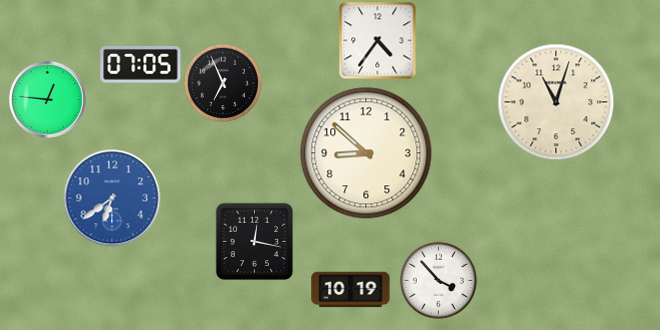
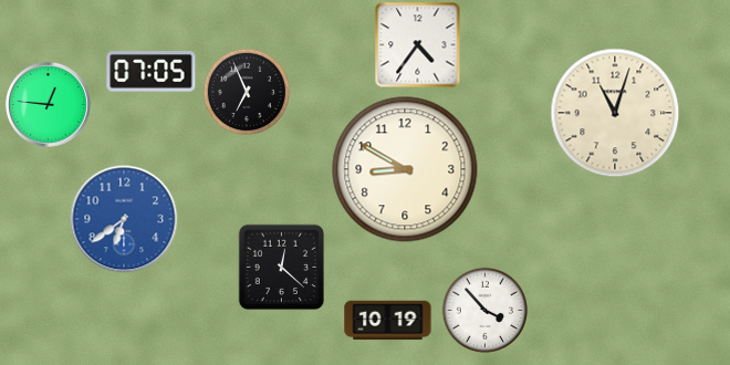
clock at (141, 65) position: (141, 65) -> (152, 72)
clock at (47, 99) position: (47, 99) -> (48, 104)
clock at (366, 153): 8:52 -> 8:50
clock at (254, 241): 12:17 -> 12:22
